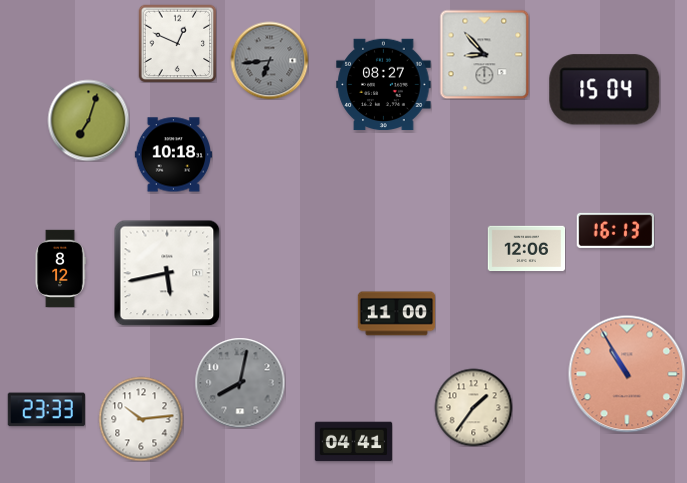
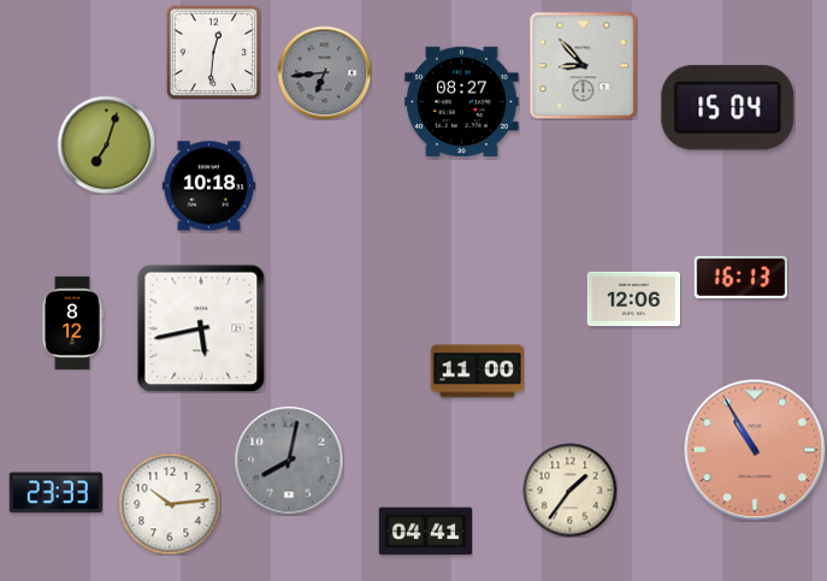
clock at (177, 43): 12:49 -> 12:31
clock at (396, 314) position: (396, 314) -> (477, 372)
